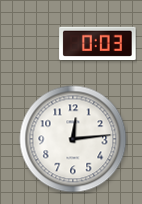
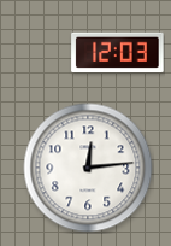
clock at (98, 43): 0:03 -> 12:03
